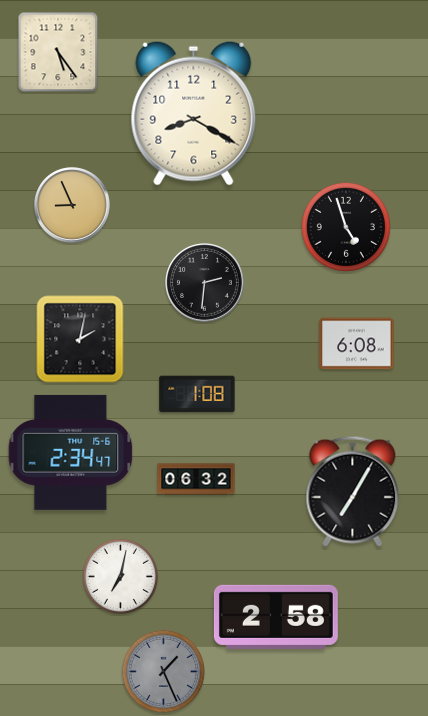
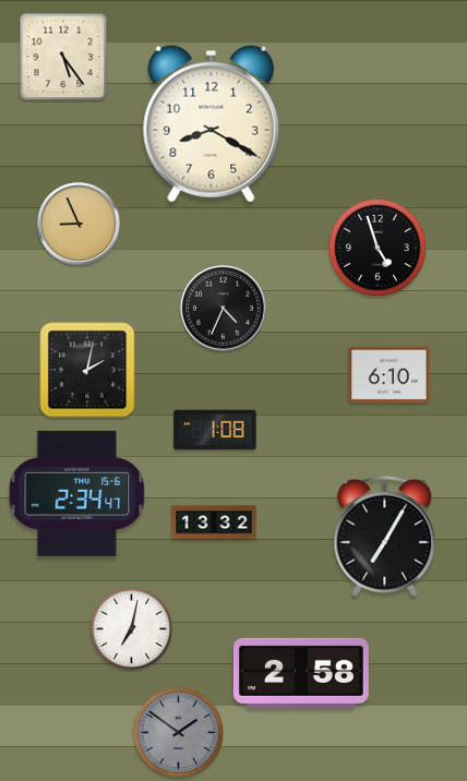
clock at (204, 282): 2:31 -> 4:34
clock at (357, 344): 6:08 -> 6:10
clock at (196, 479): 06:32 -> 13:32
clock at (163, 671): 1:26 -> 1:51
